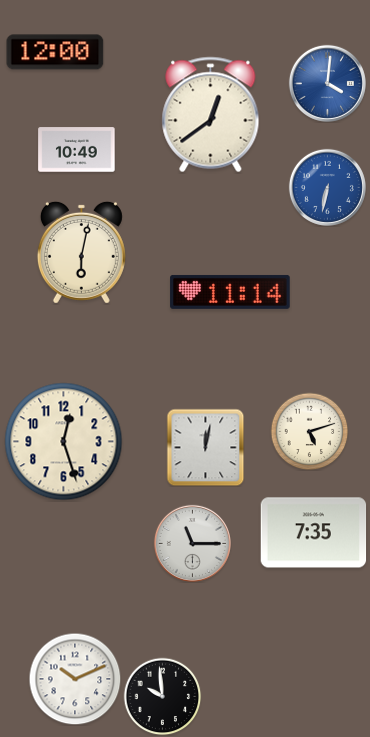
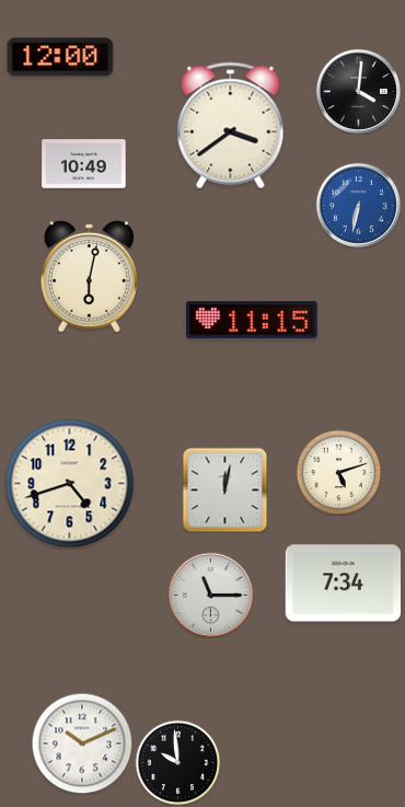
clock at (327, 83) dial: blue -> black
clock at (211, 115): 12:39 -> 3:39
clock at (230, 292): 11:14 -> 11:15
clock at (64, 442): 12:27 -> 4:42
clock at (314, 533): 7:35 -> 7:34
